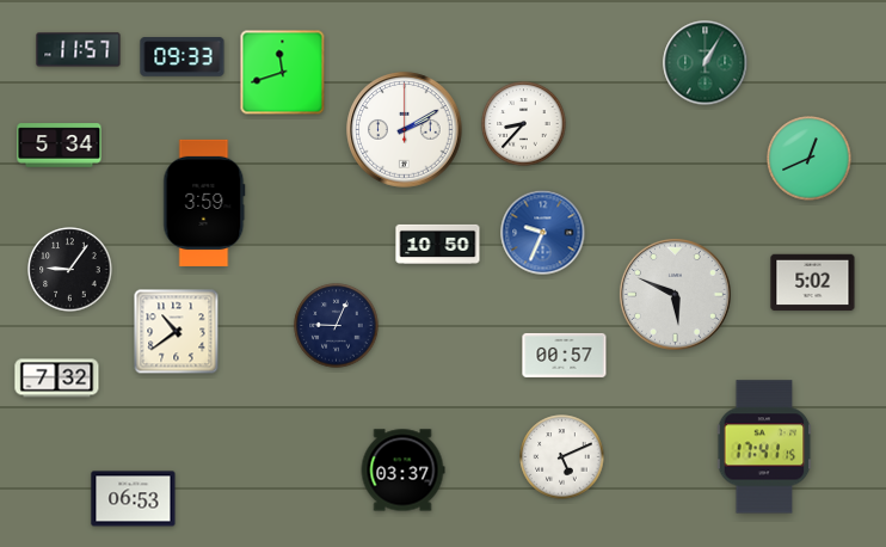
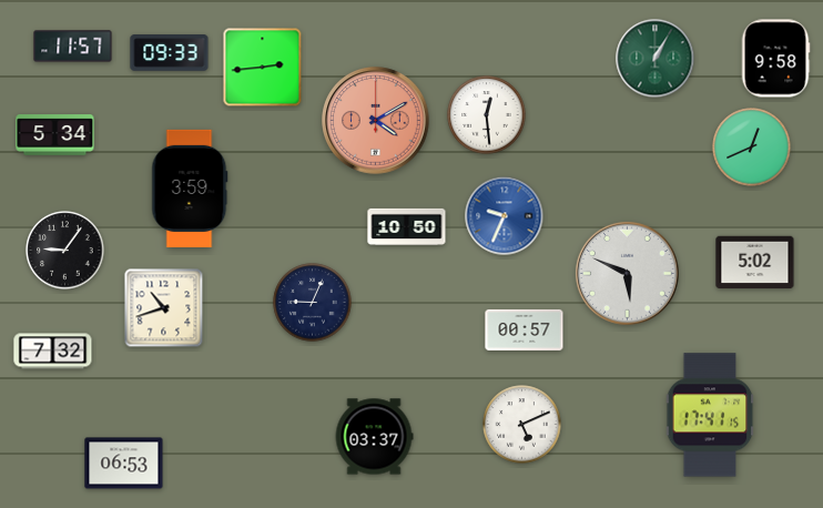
clock at (775, 59): none -> 9:58
clock at (283, 73): 11:42 -> 2:44
clock at (524, 124): 8:37 -> 12:29
clock at (405, 130): 2:10 -> 4:10
clock at (405, 130) dial: white -> salmon
clock at (177, 332): 10:39 -> 10:42
